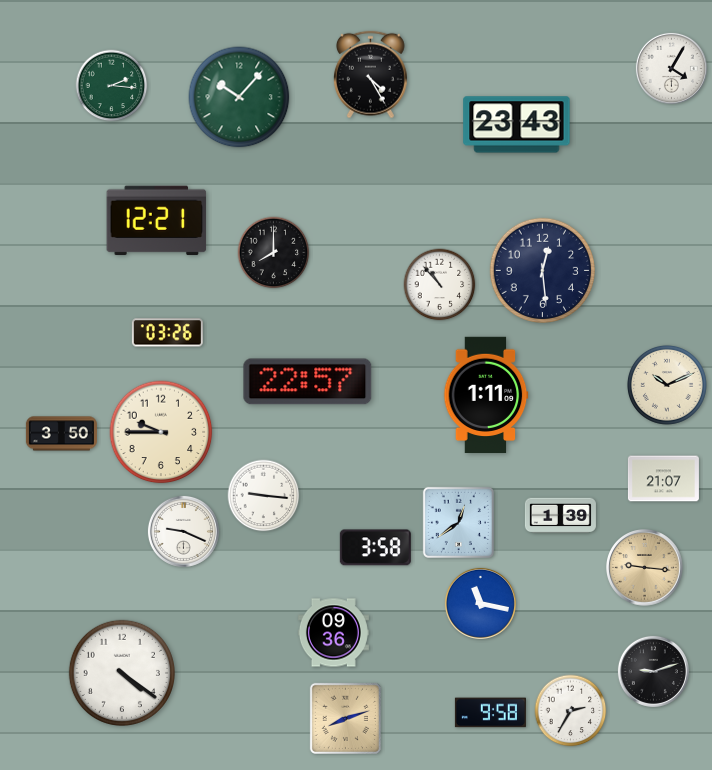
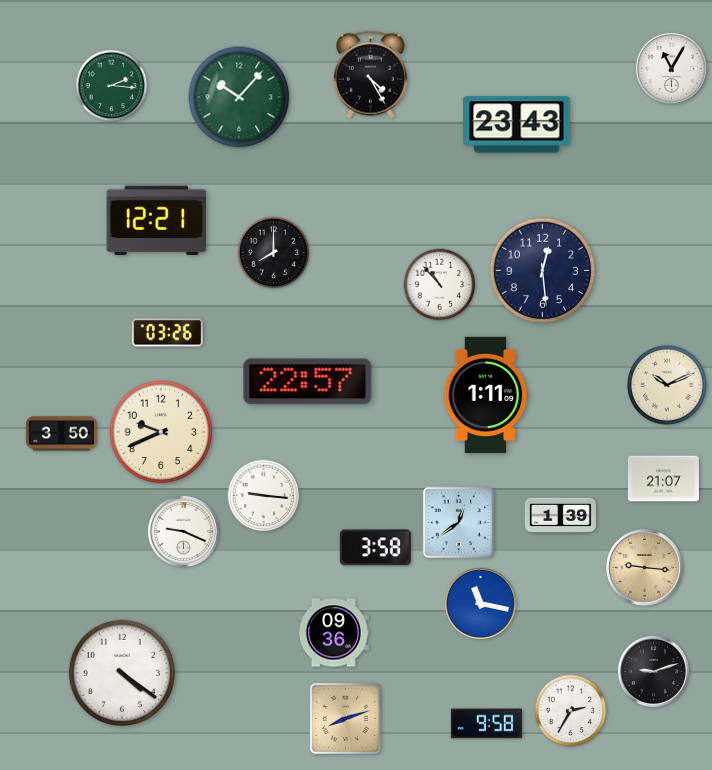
clock at (671, 68): 4:05 -> 11:05
clock at (161, 432): 9:45 -> 9:41
clock at (490, 713) position: (490, 713) -> (486, 724)
